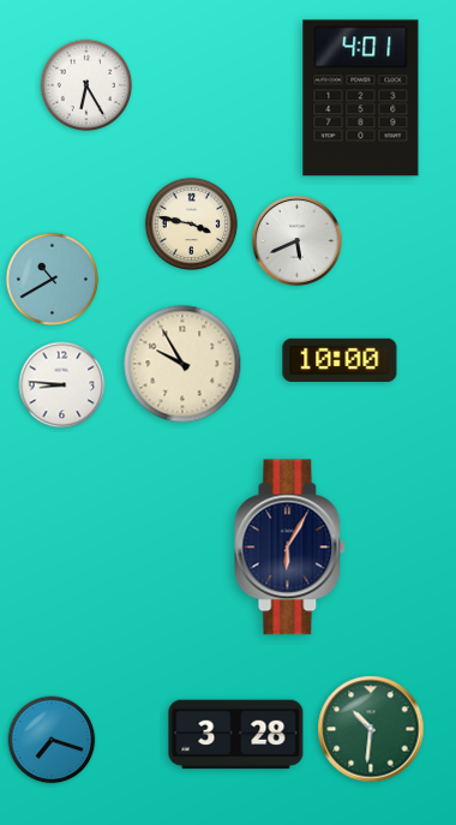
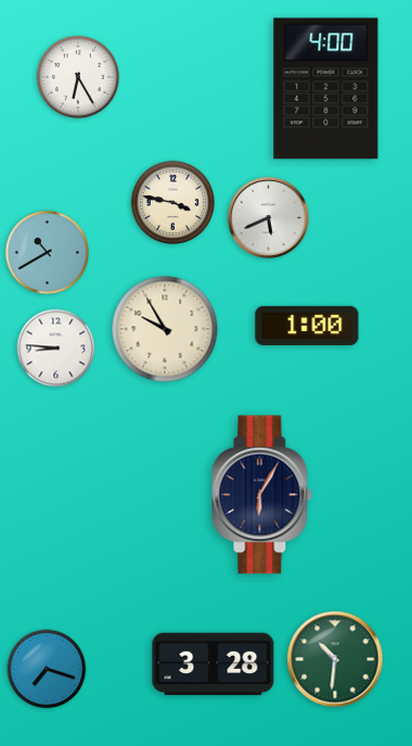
clock at (361, 98): 4:01 -> 4:00
clock at (340, 360): 10:00 -> 1:00
